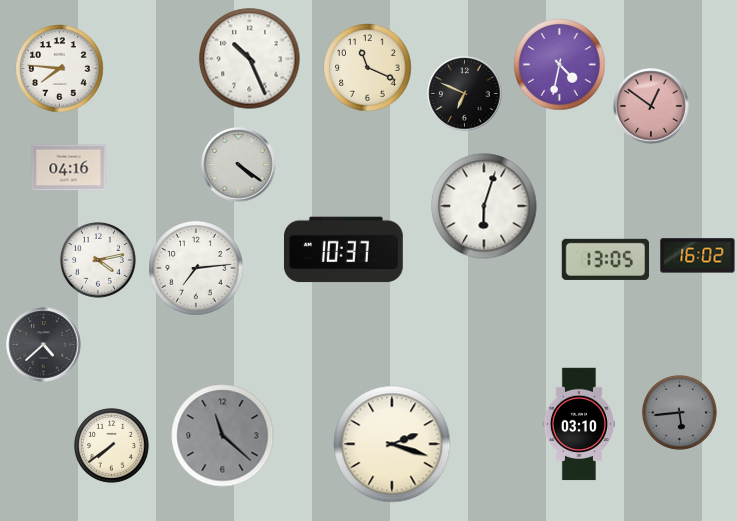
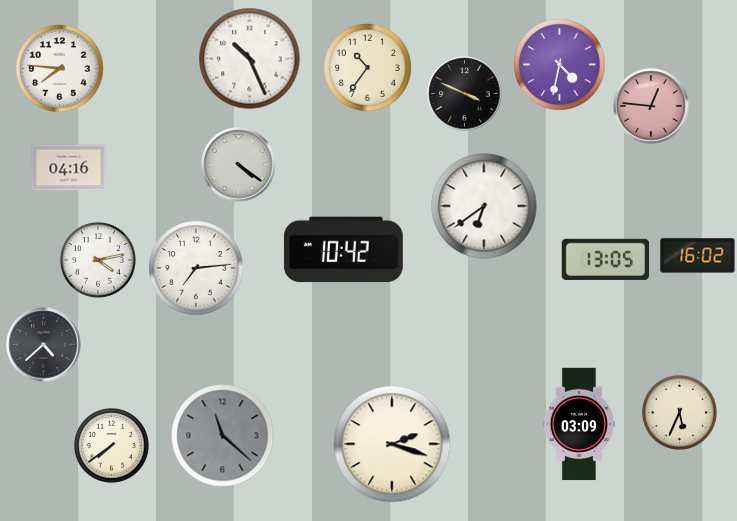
clock at (368, 68): 11:19 -> 10:36
clock at (465, 94): 6:49 -> 3:49
clock at (651, 106): 12:51 -> 12:46
clock at (484, 206): 6:03 -> 6:39
clock at (343, 250): 10:37 -> 10:42
clock at (680, 413): 5:44 -> 5:34
clock at (680, 413) dial: grey -> cream
clock at (579, 424): 03:10 -> 03:09
